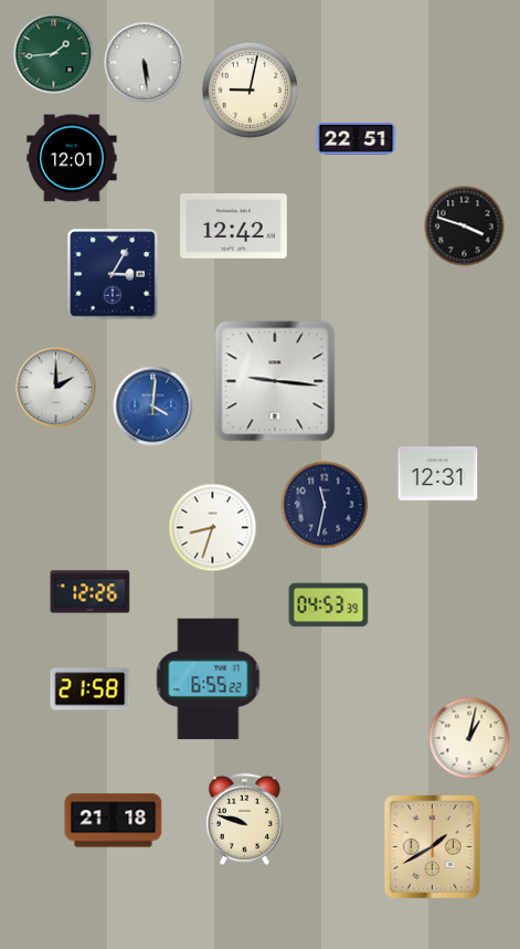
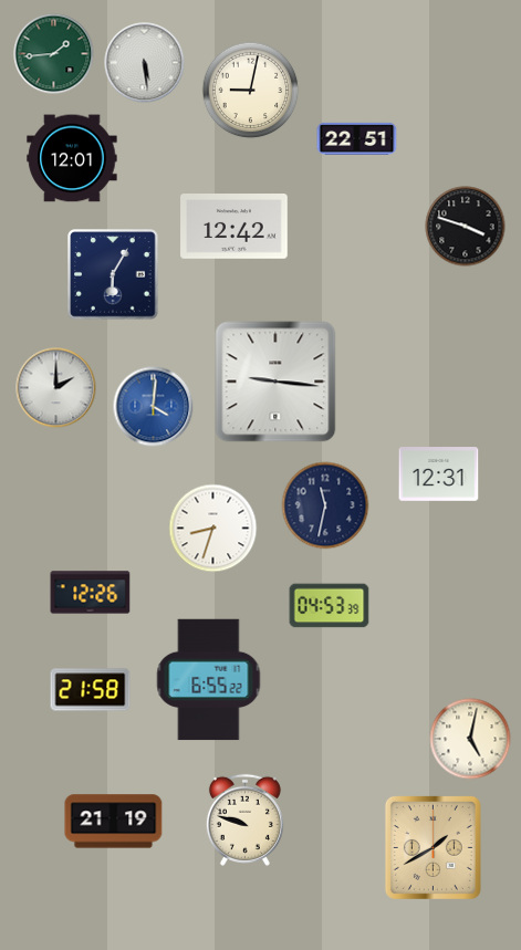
clock at (113, 274): 3:05 -> 6:05
clock at (469, 738): 1:02 -> 5:02
clock at (114, 821): 21:18 -> 21:19
